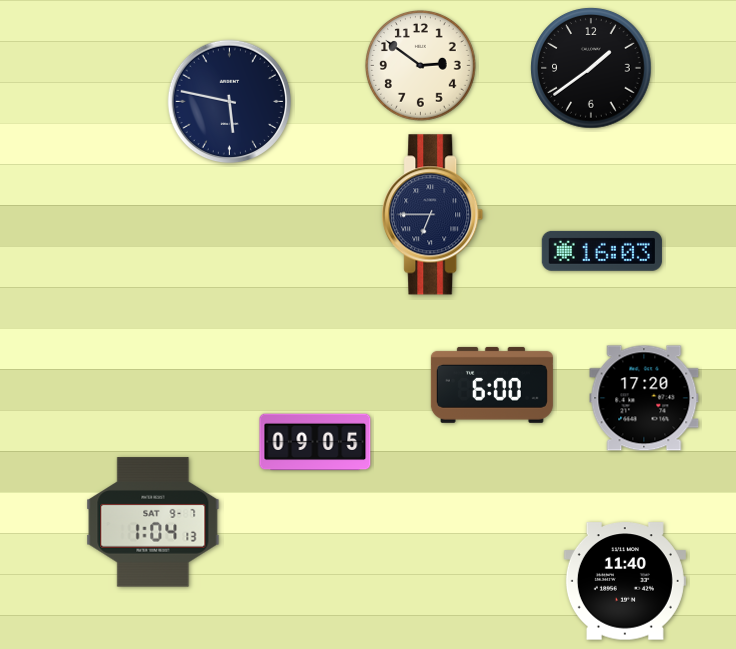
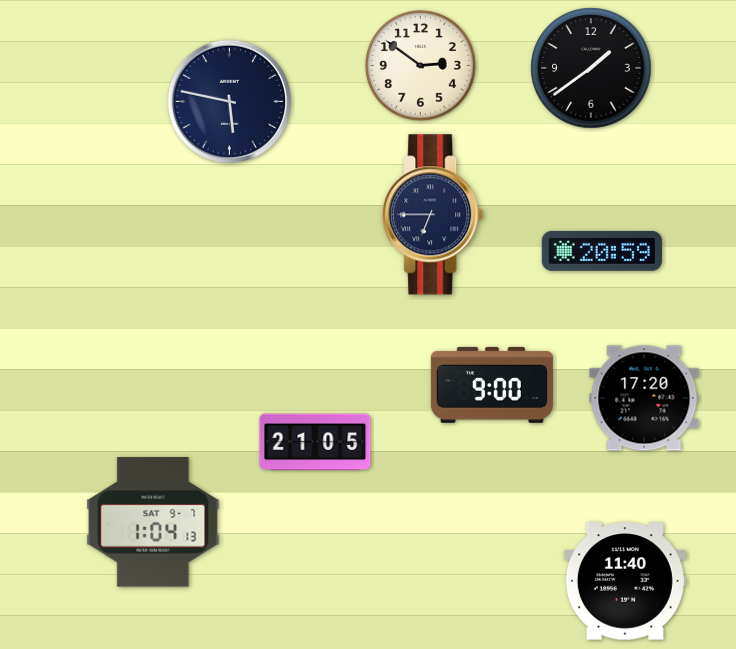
clock at (602, 251): 16:03 -> 20:59
clock at (492, 385): 6:00 -> 9:00
clock at (315, 442): 09:05 -> 21:05
